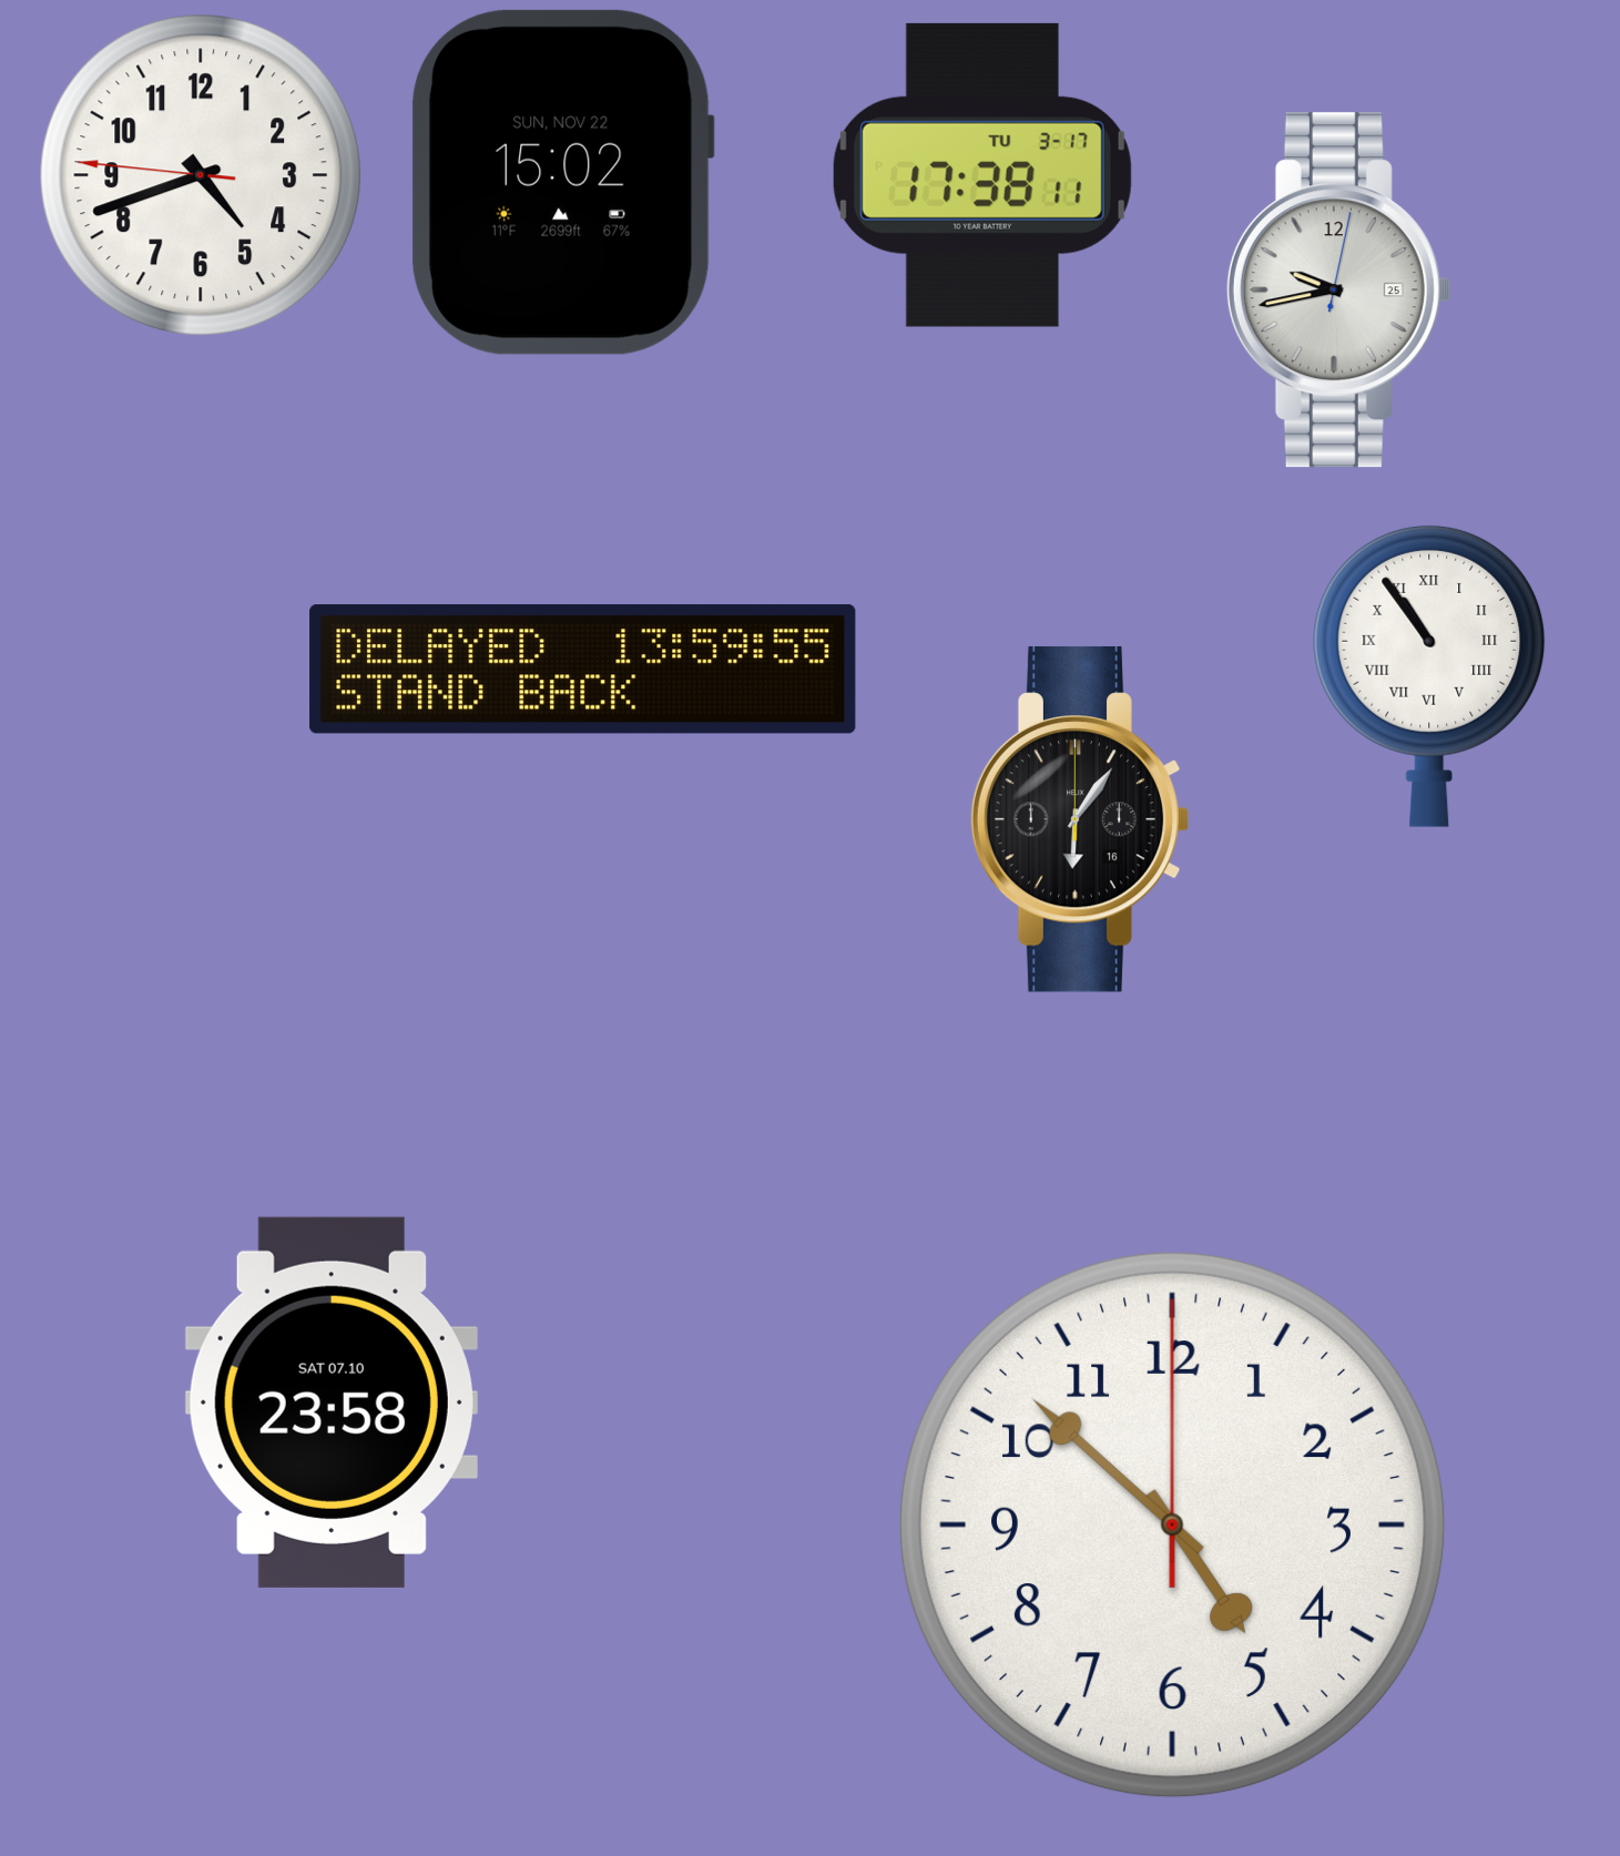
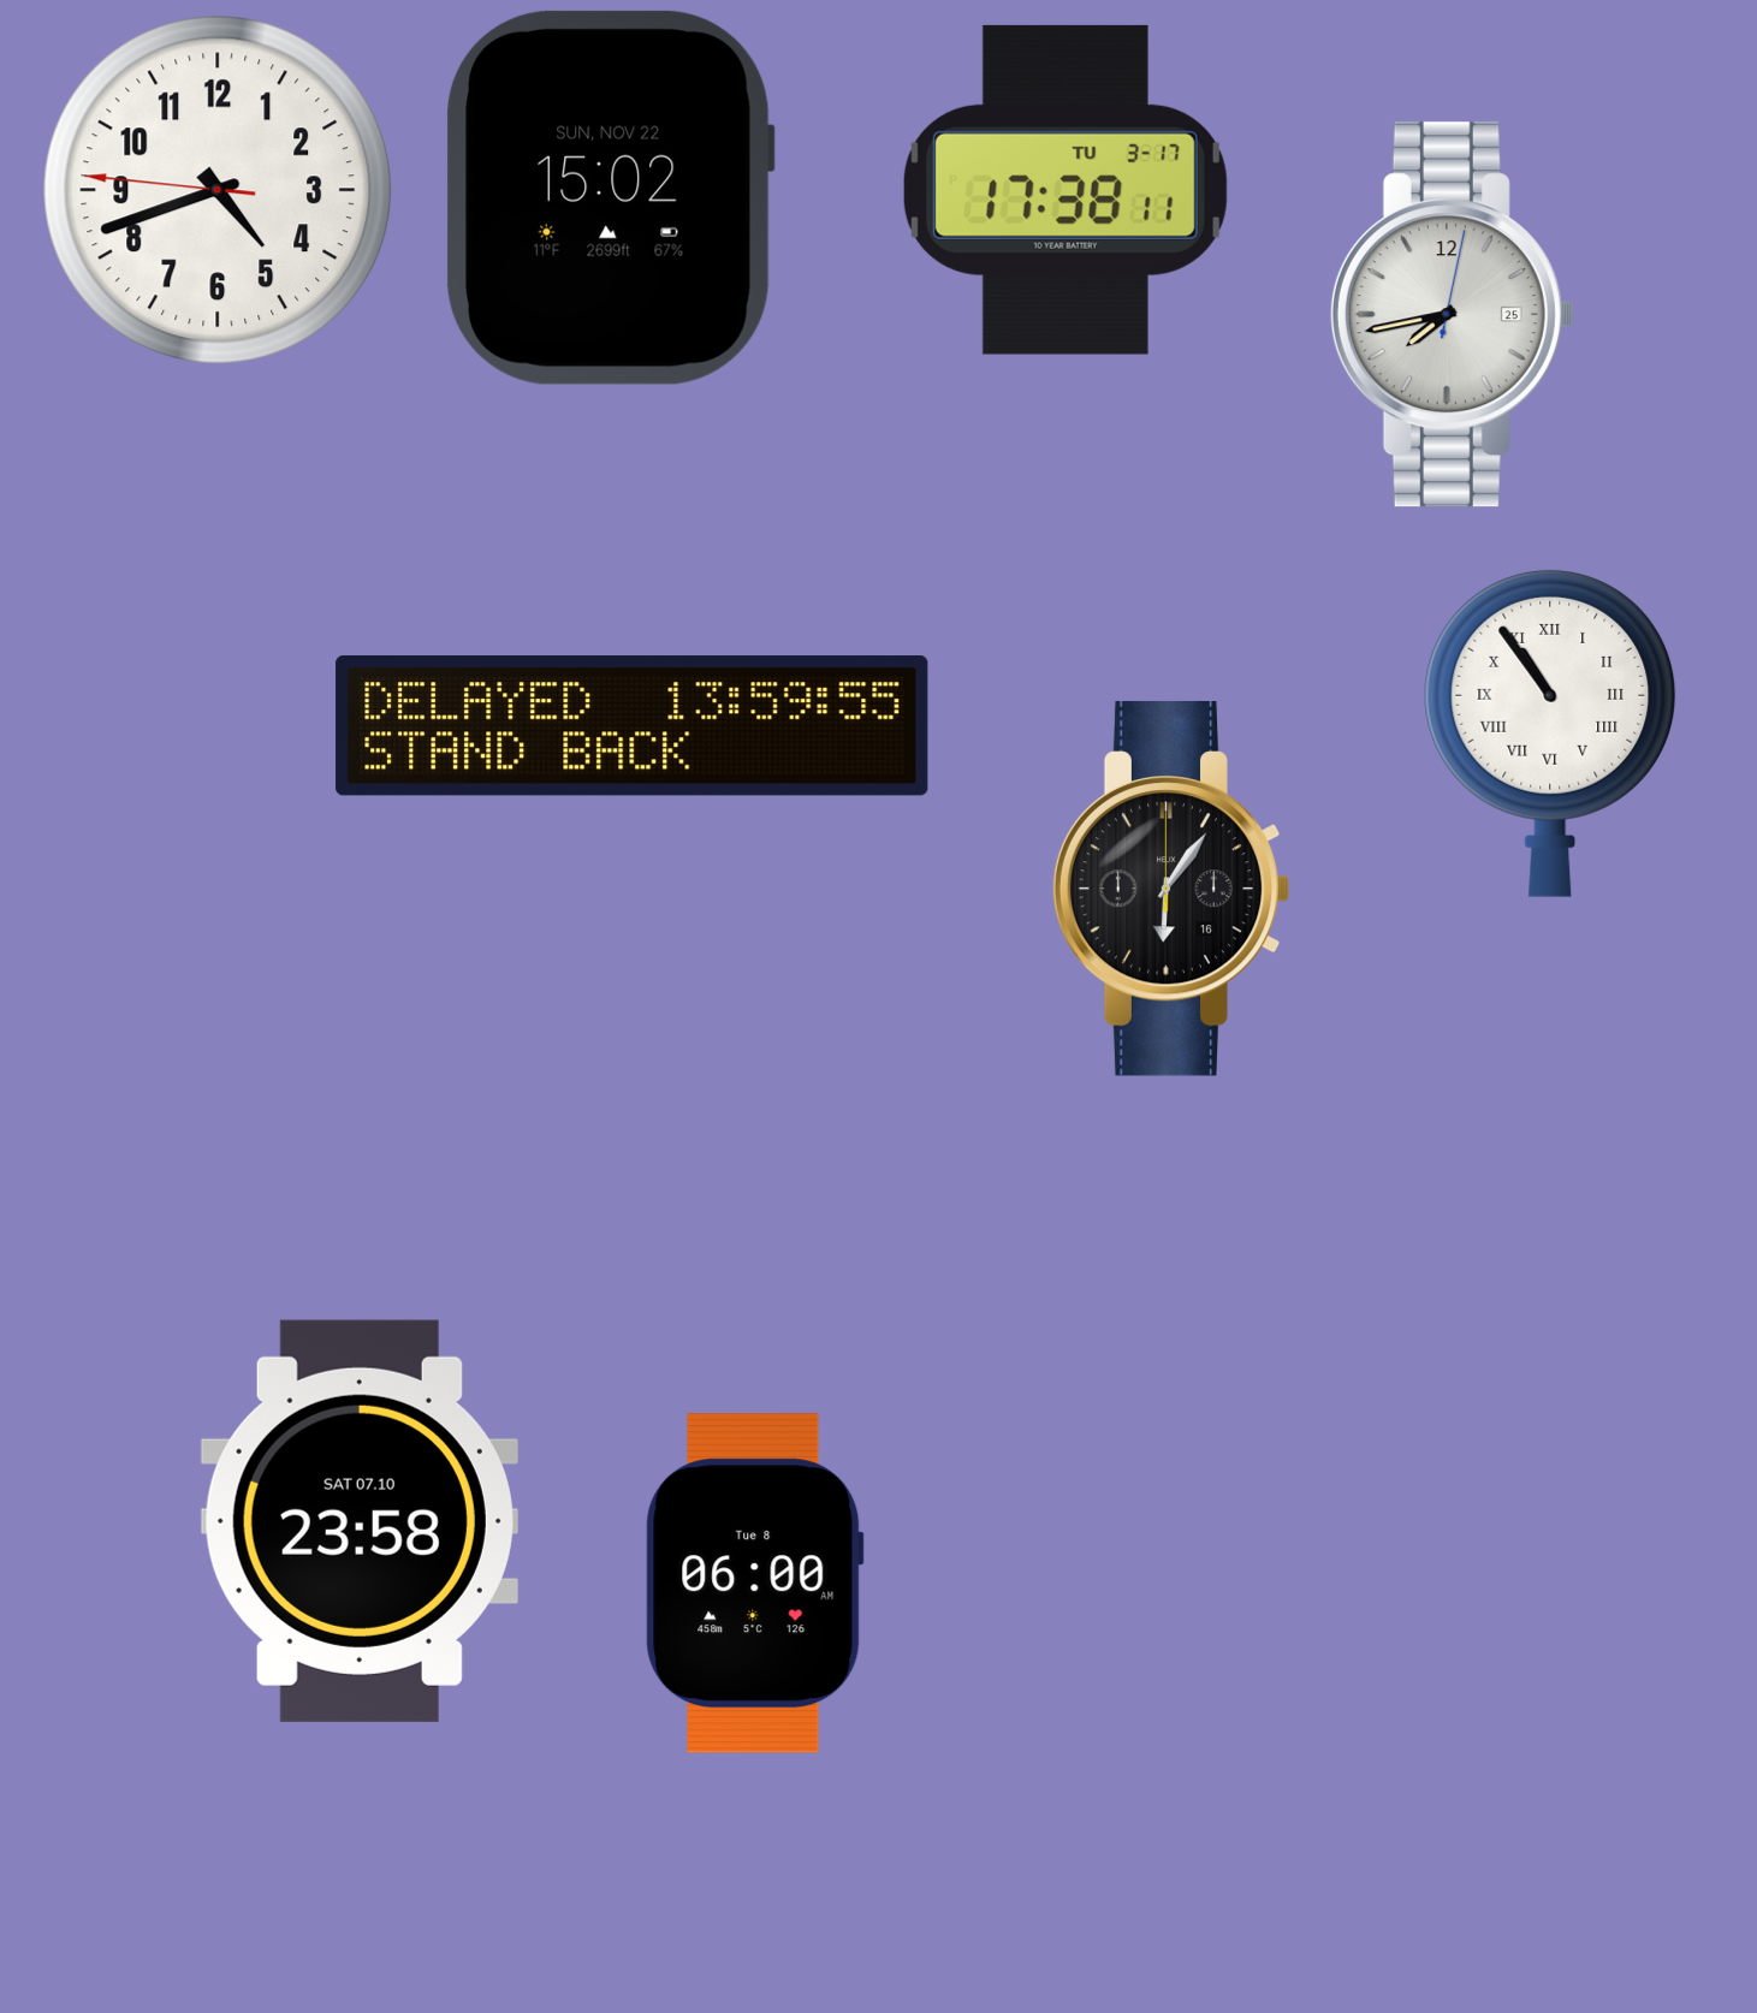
clock at (1338, 290): 9:43 -> 7:43
clock at (754, 1584): none -> 06:00
clock at (1173, 1526): 4:52 -> none
